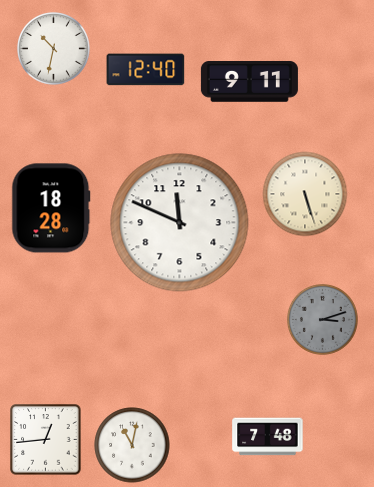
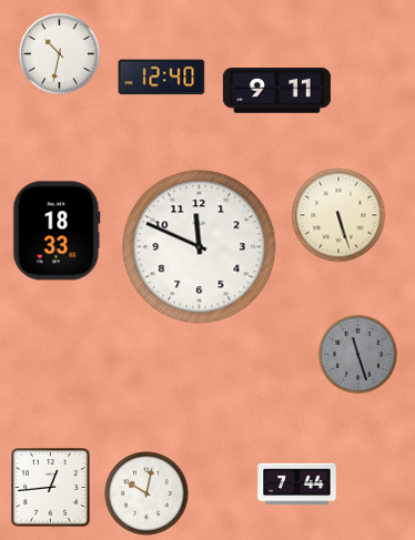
clock at (51, 208): 18:28 -> 18:33
clock at (322, 319): 3:12 -> 11:27
clock at (268, 437): 7:48 -> 7:44
clock at (132, 445): 11:02 -> 10:02
